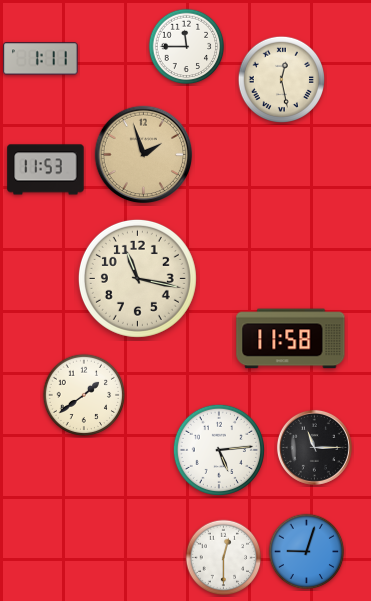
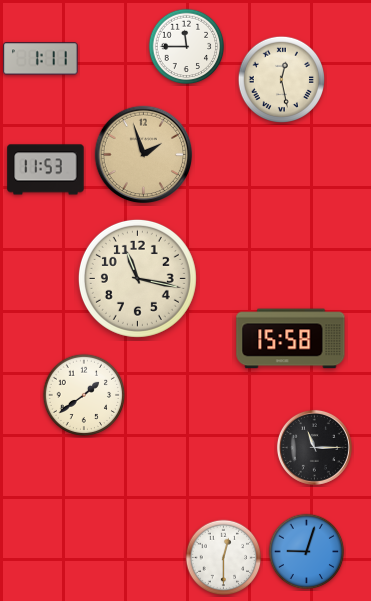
clock at (291, 339): 11:58 -> 15:58
clock at (219, 450): 5:14 -> none
